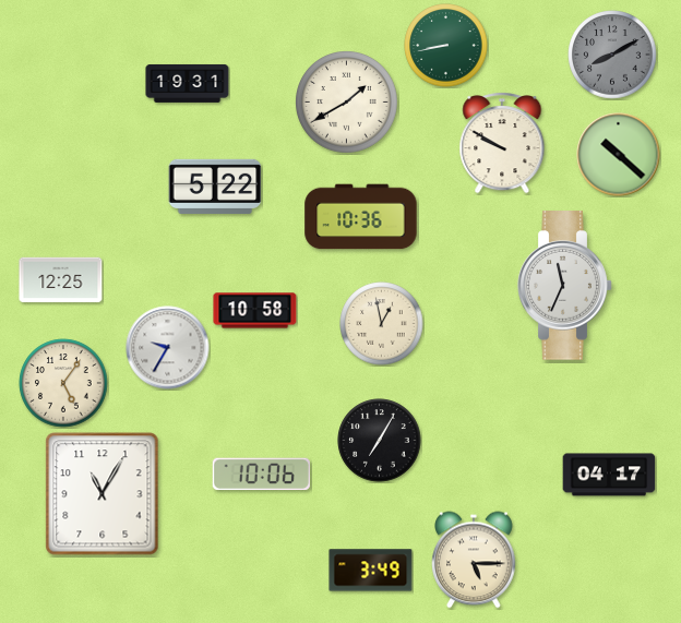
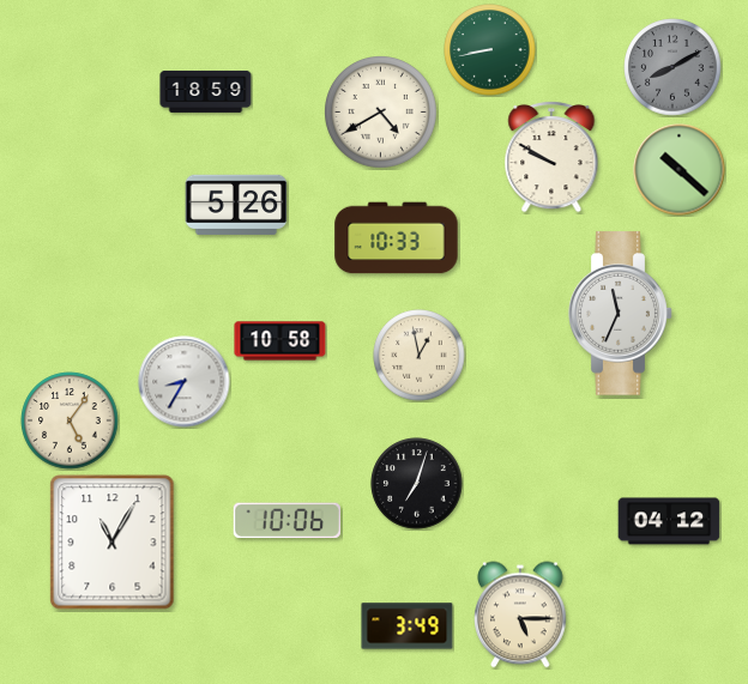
clock at (612, 55) position: (612, 55) -> (672, 67)
clock at (188, 83): 19:31 -> 18:59
clock at (347, 103): 1:40 -> 4:40
clock at (215, 187): 5:22 -> 5:26
clock at (361, 217): 10:36 -> 10:33
clock at (61, 280): 12:25 -> none
clock at (168, 348): 9:35 -> 8:35
clock at (380, 441): 7:05 -> 7:03
clock at (609, 475): 04:17 -> 04:12
